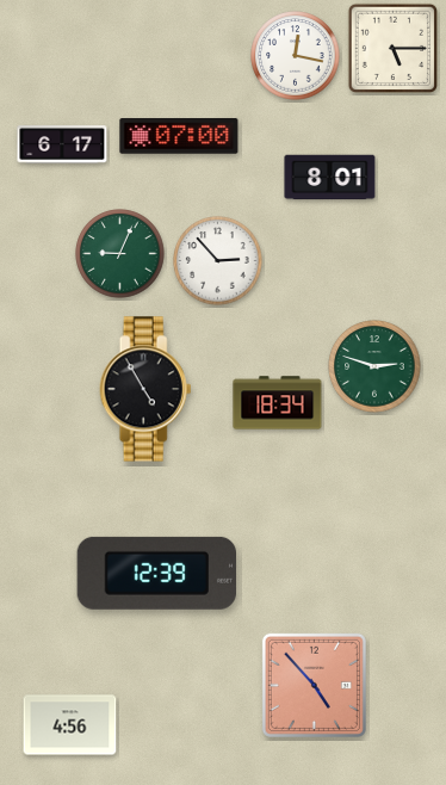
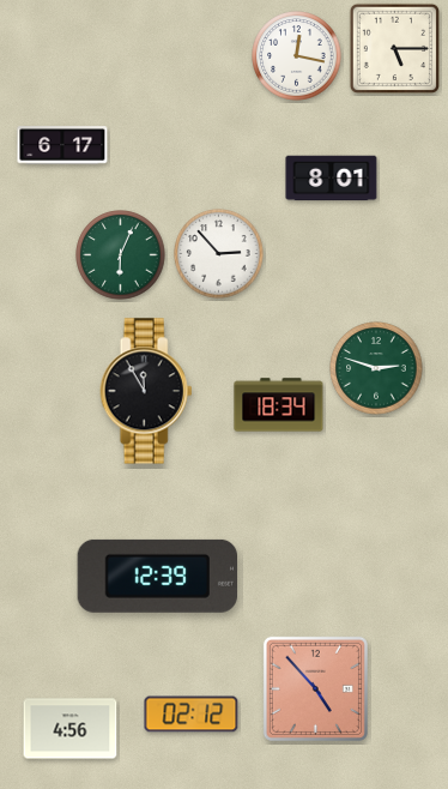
clock at (179, 137): 07:00 -> none
clock at (120, 254): 9:04 -> 6:04
clock at (218, 261) position: (218, 261) -> (219, 254)
clock at (145, 389): 4:55 -> 11:55
clock at (192, 715): none -> 02:12
